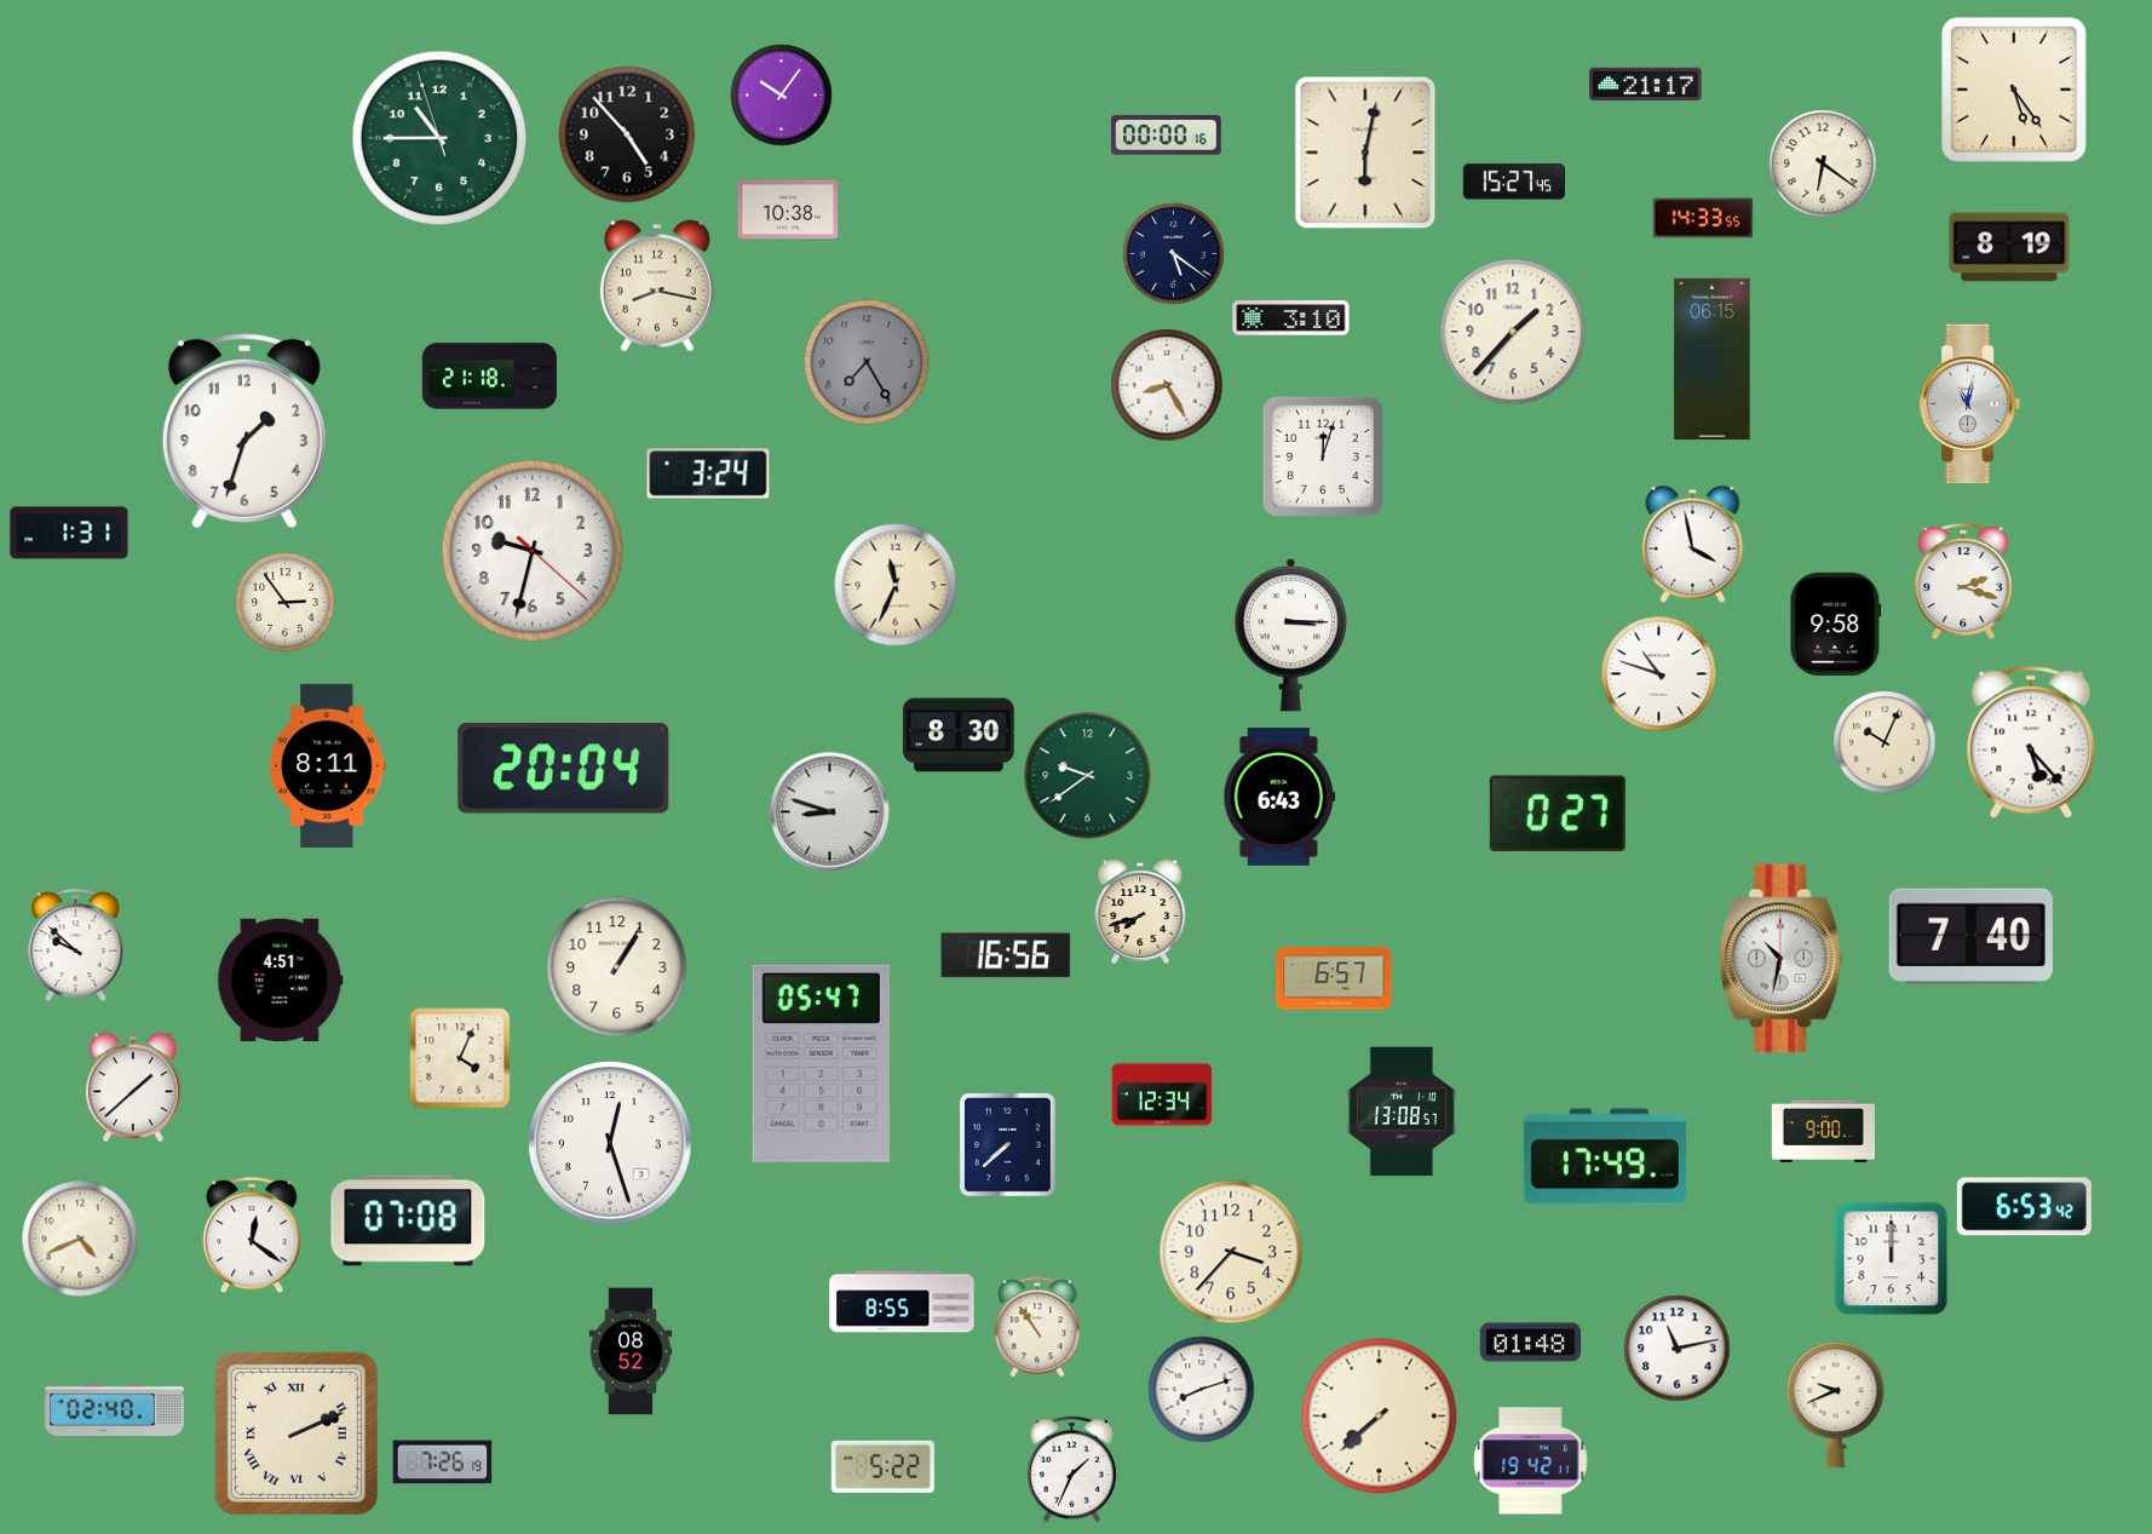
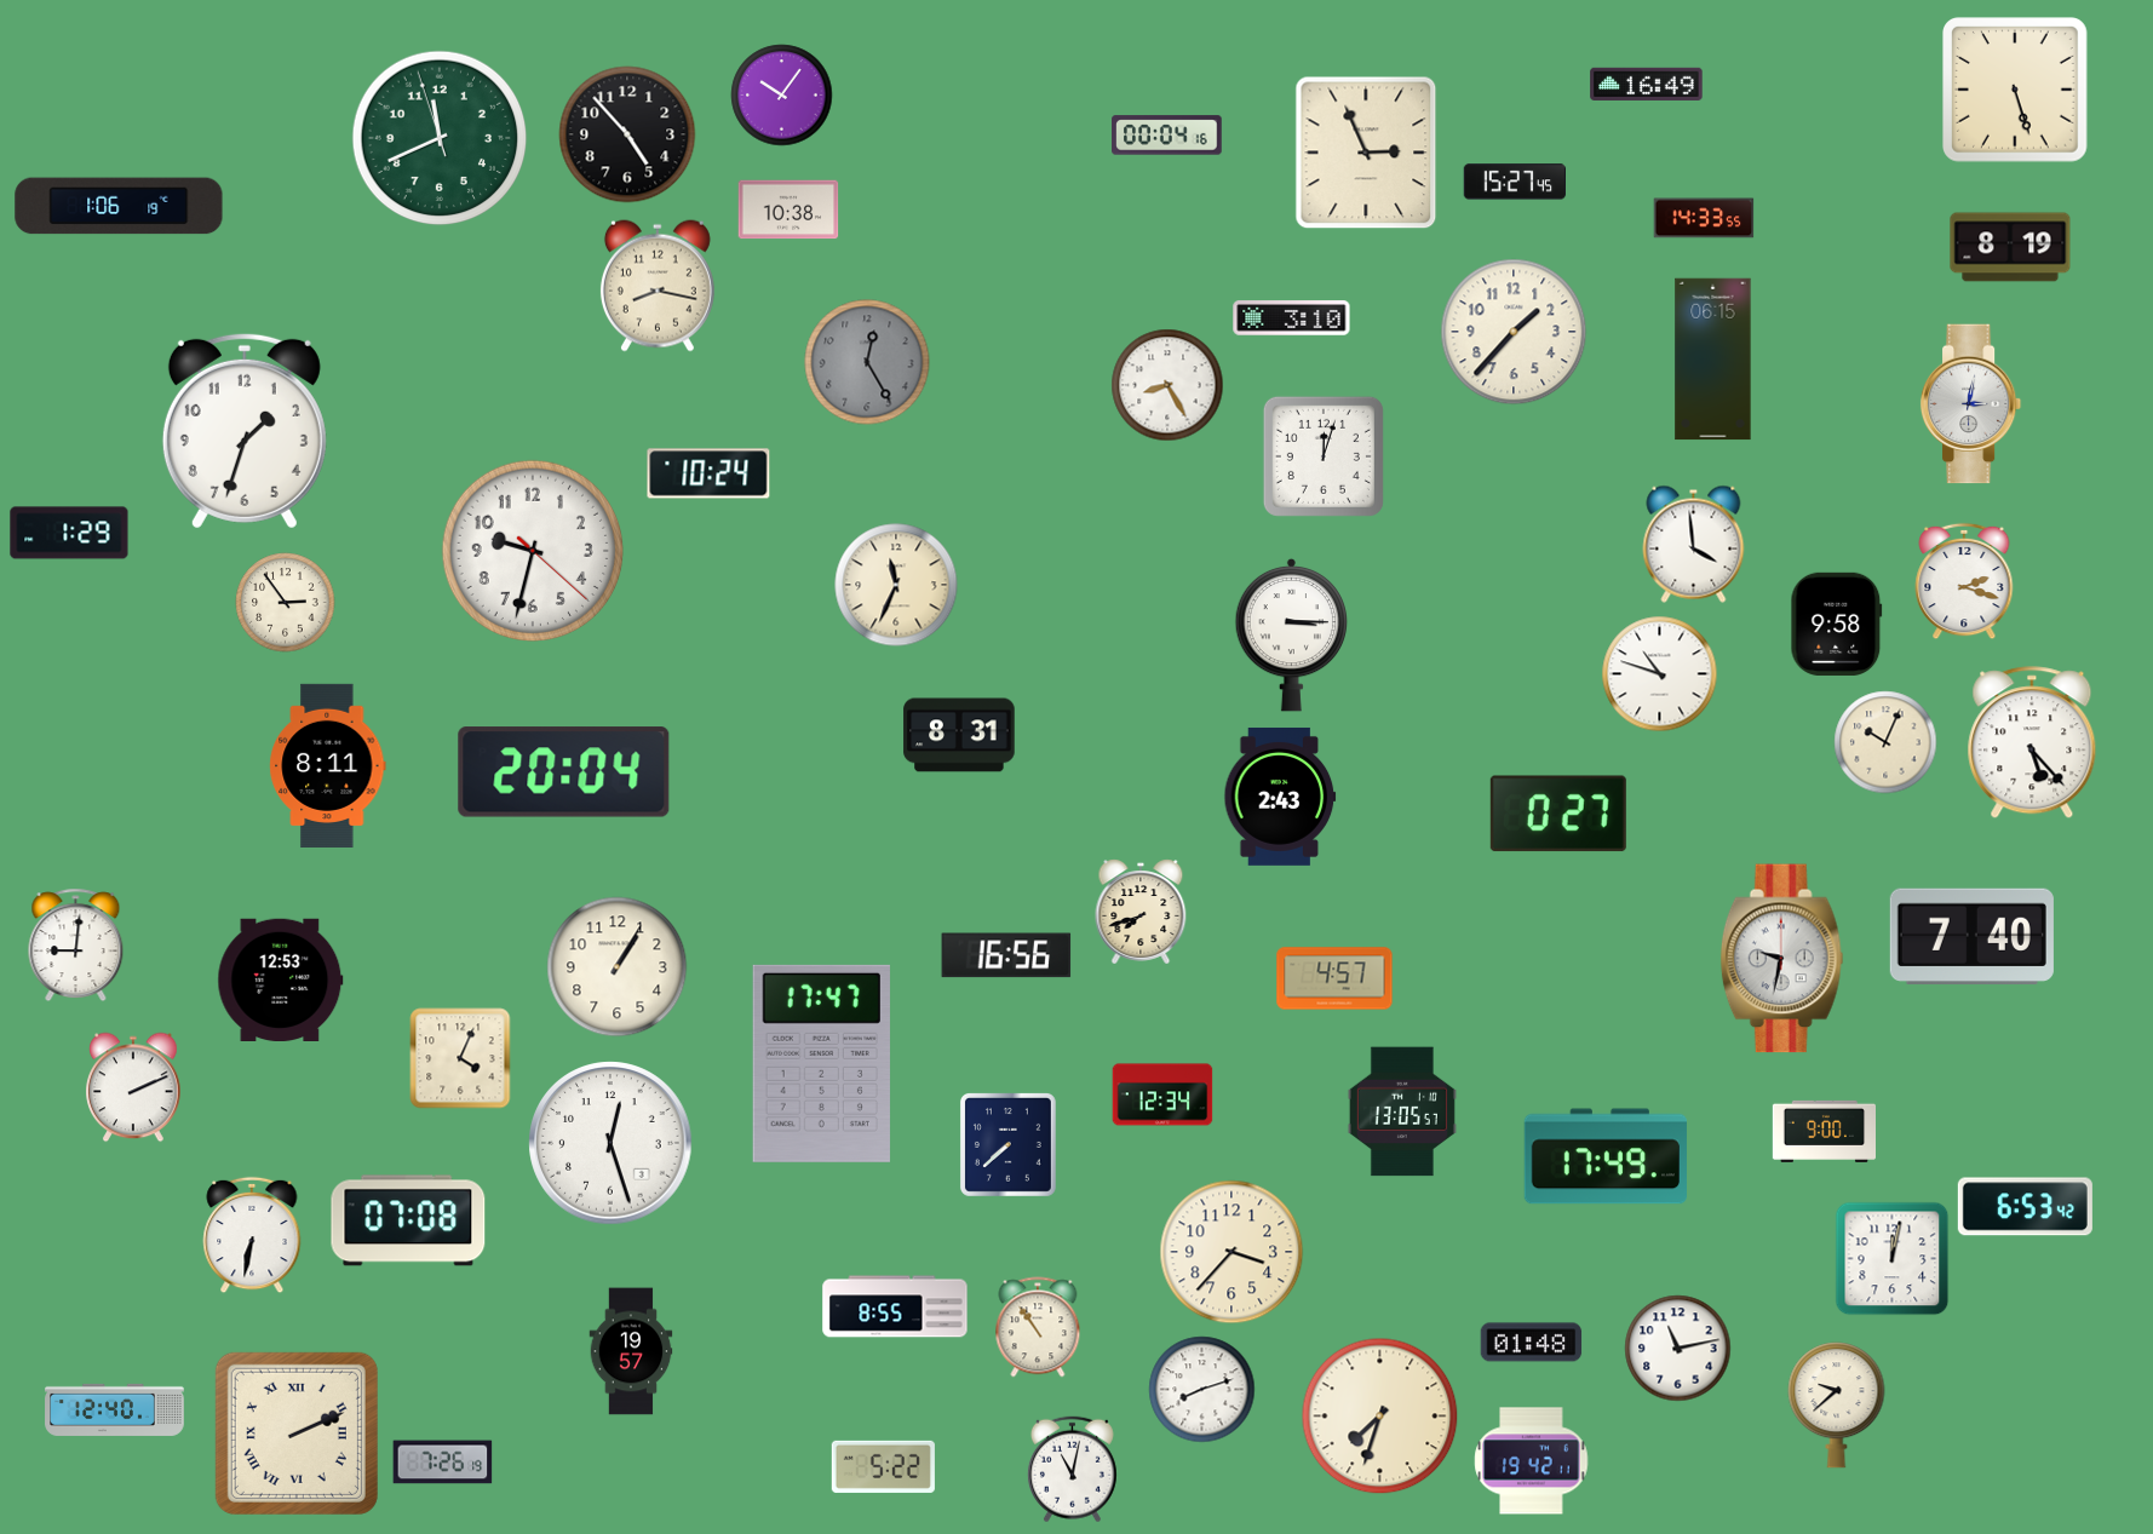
clock at (1646, 84): 21:17 -> 16:49
clock at (2015, 91): 5:24 -> 5:27
clock at (1167, 136): 00:00 -> 00:04
clock at (439, 138): 10:44 -> 11:40
clock at (1365, 153): 6:02 -> 2:56
clock at (1823, 163): 6:21 -> none
clock at (119, 206): none -> 1:06
clock at (1174, 254): 5:21 -> none
clock at (867, 362): 7:25 -> 12:25
clock at (489, 377): 21:18 -> none
clock at (1970, 404): 11:02 -> 3:02
clock at (708, 473): 3:24 -> 10:24
clock at (69, 533): 1:31 -> 1:29
clock at (1693, 544): 3:58 -> 3:59
clock at (959, 735): 8:30 -> 8:31
clock at (564, 769) position: (564, 769) -> (564, 772)
clock at (1088, 776): 9:39 -> none
clock at (1279, 797): 6:43 -> 2:43
clock at (830, 812): 8:48 -> none
clock at (76, 946): 9:52 -> 9:01
clock at (1782, 959): 10:32 -> 9:32
clock at (1334, 978): 6:57 -> 4:57
clock at (281, 979): 4:51 -> 12:53
clock at (821, 1063): 05:47 -> 17:47
clock at (133, 1087): 1:38 -> 2:11
clock at (1402, 1111): 13:08 -> 13:05
clock at (252, 1235): 12:21 -> 6:32
clock at (80, 1239): 4:41 -> none
clock at (1892, 1259): 12:00 -> 12:02
clock at (902, 1302) position: (902, 1302) -> (895, 1306)
clock at (631, 1351): 08:52 -> 19:57
clock at (1836, 1406): 9:41 -> 9:38
clock at (115, 1409): 02:40 -> 12:40
clock at (1380, 1417): 7:38 -> 7:33
clock at (1071, 1470): 1:34 -> 11:02
